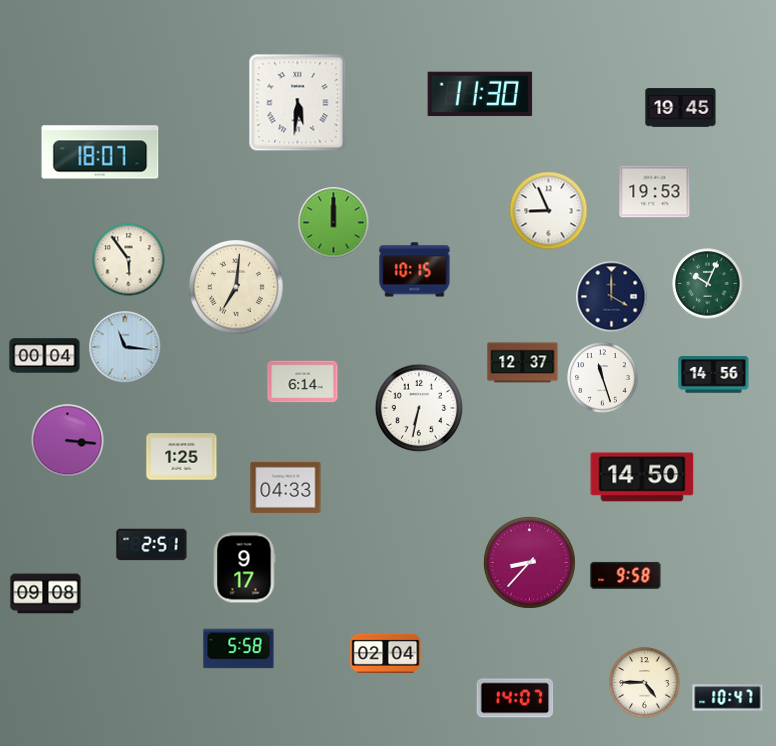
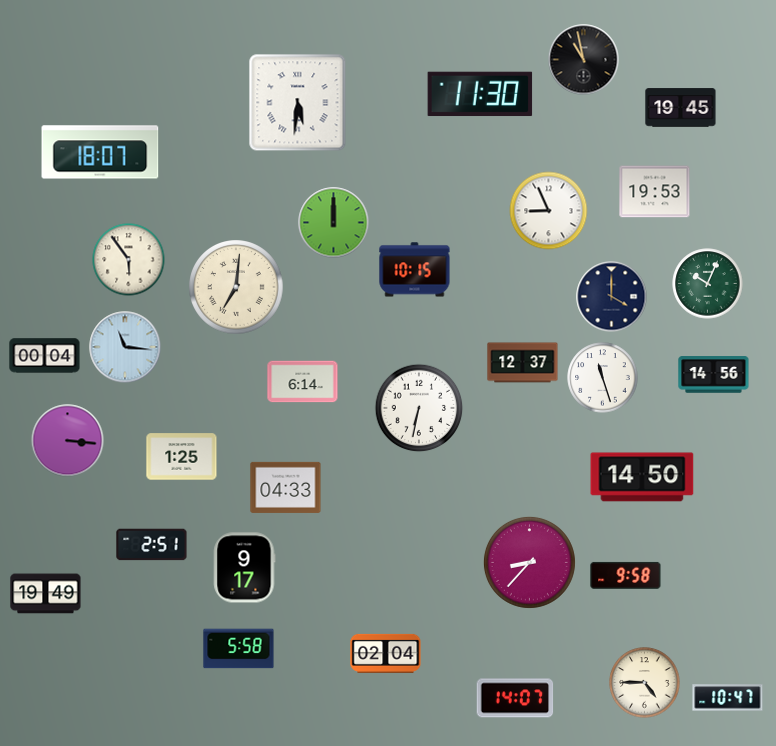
clock at (584, 60): none -> 10:58
clock at (46, 594): 09:08 -> 19:49
